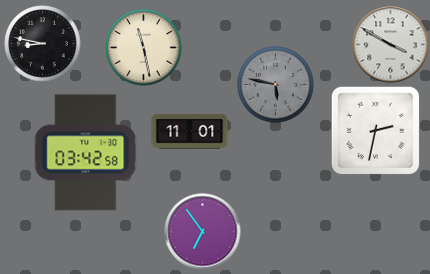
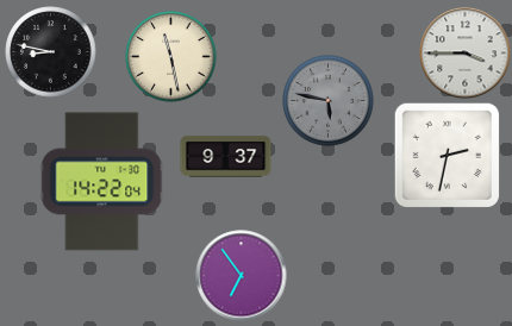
clock at (391, 45): 3:50 -> 3:45
clock at (190, 132): 11:01 -> 9:37
clock at (86, 153): 03:42 -> 14:22
